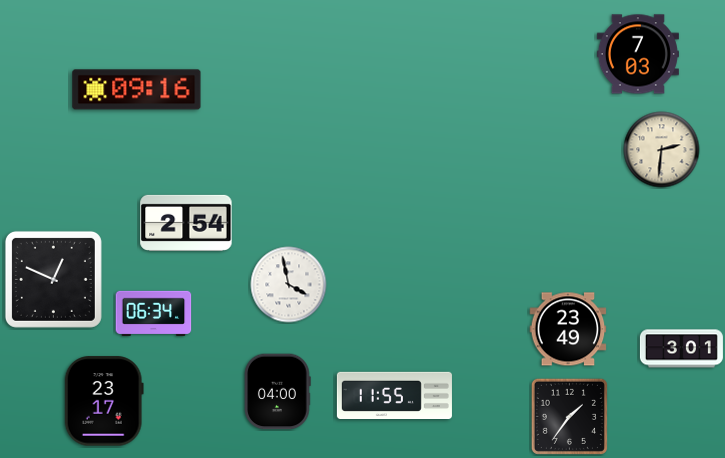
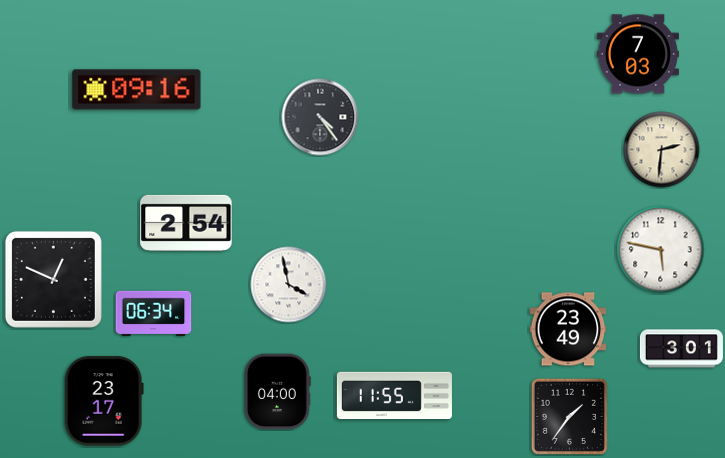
clock at (320, 117): none -> 4:24
clock at (661, 250): none -> 5:47
